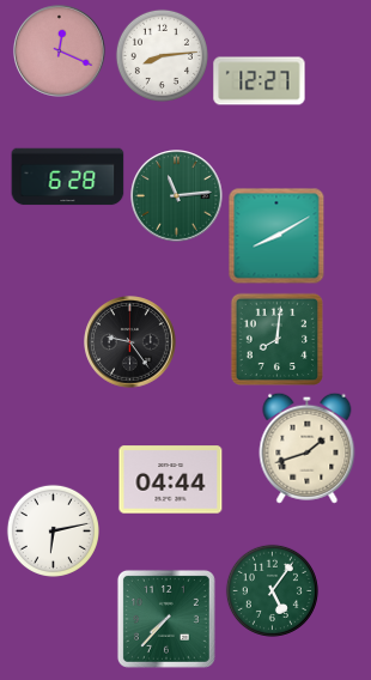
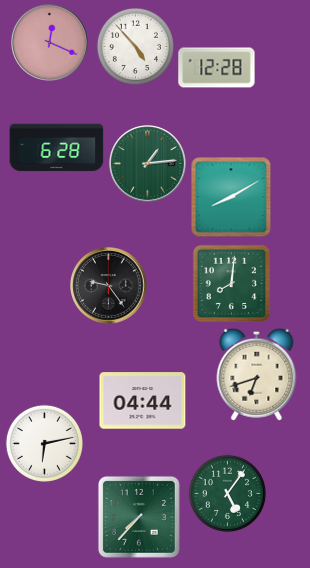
clock at (162, 55): 8:14 -> 4:53
clock at (260, 81): 12:27 -> 12:28
clock at (177, 196): 11:14 -> 1:14
clock at (308, 448): 1:42 -> 6:42
